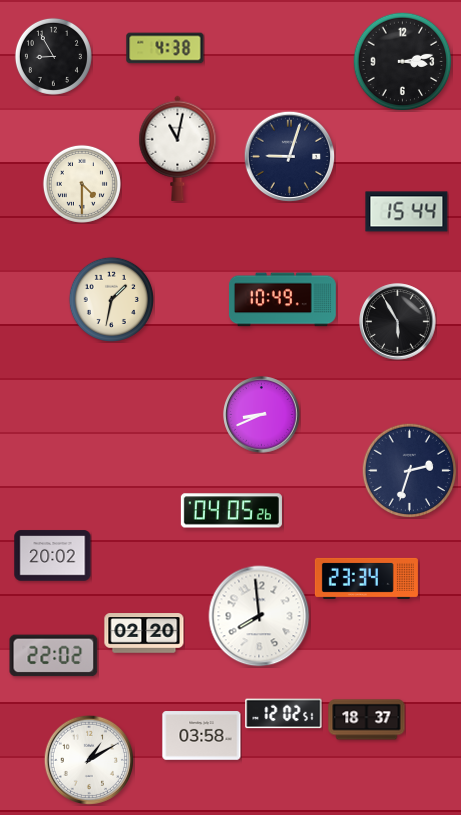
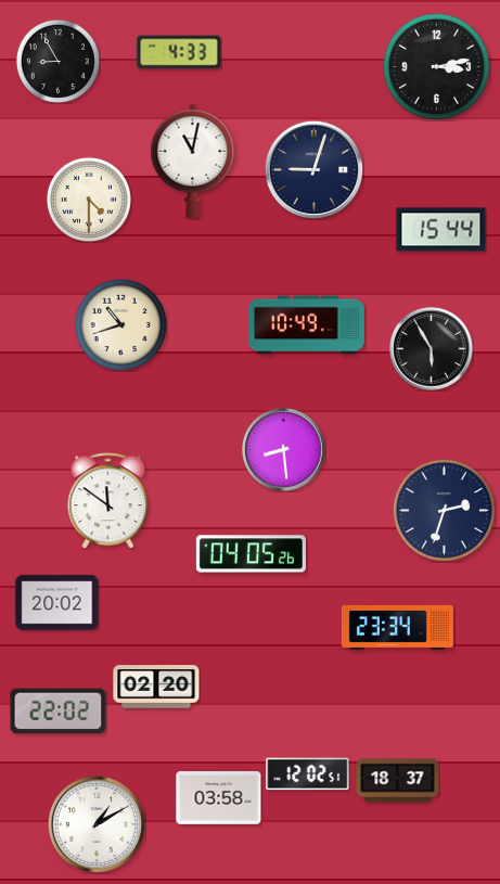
clock at (165, 48): 4:38 -> 4:33
clock at (111, 299): 1:32 -> 10:42
clock at (262, 415): 8:41 -> 8:29
clock at (108, 501): none -> 11:51
clock at (259, 616): 7:59 -> none
